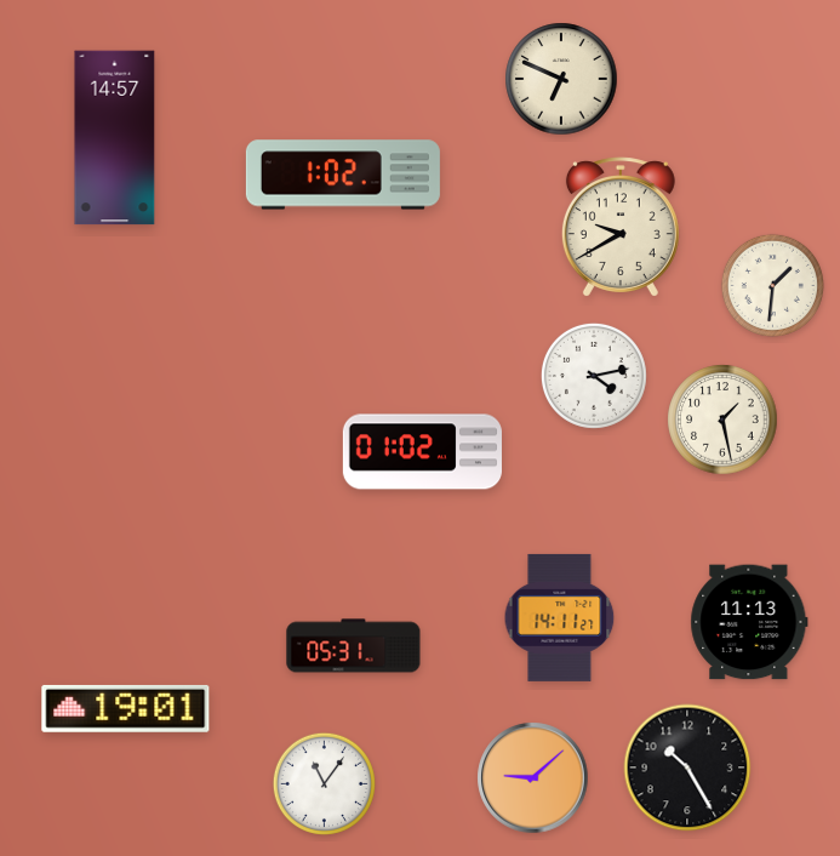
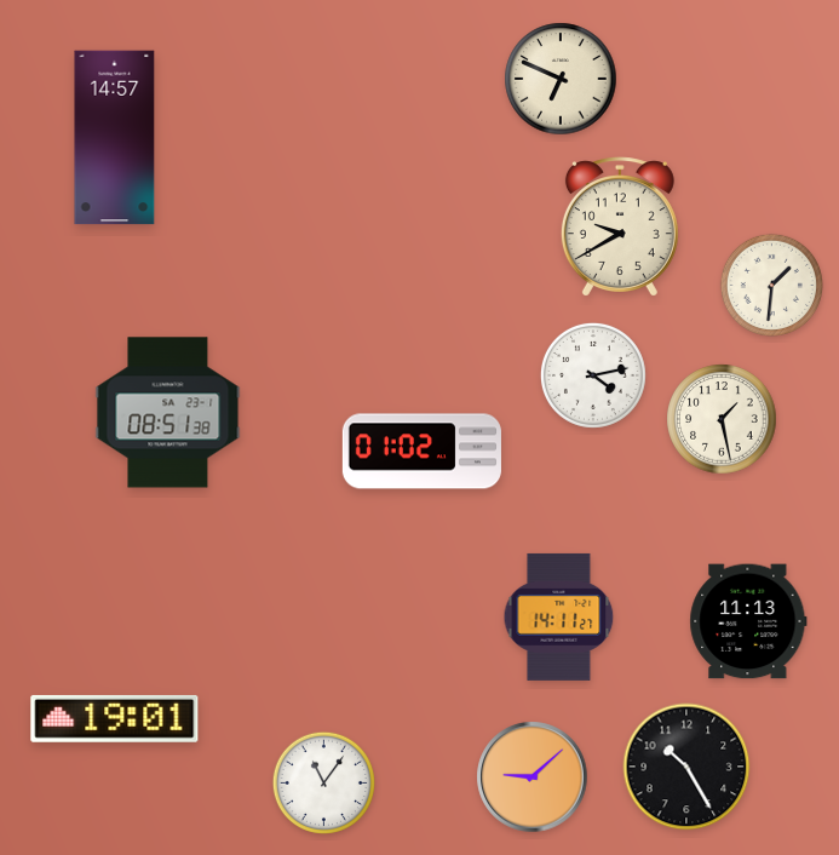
clock at (343, 175): 1:02 -> none
clock at (168, 413): none -> 08:51
clock at (354, 646): 05:31 -> none
clock at (126, 708) position: (126, 708) -> (115, 718)
